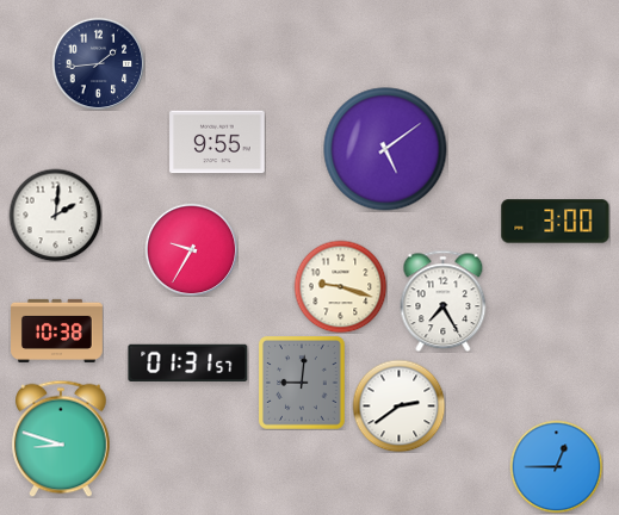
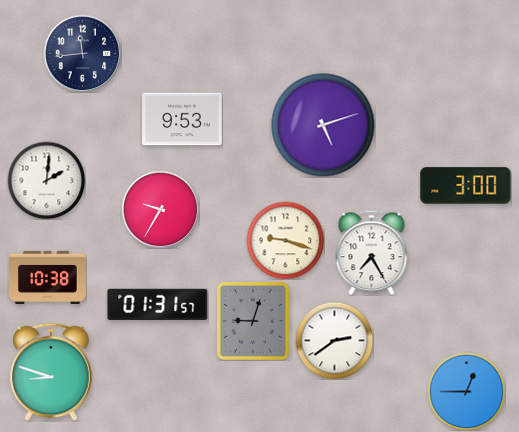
clock at (98, 63): 1:44 -> 11:44
clock at (217, 142): 9:55 -> 9:53
clock at (385, 149): 5:09 -> 5:12
clock at (303, 384): 9:01 -> 9:03
clock at (61, 439) position: (61, 439) -> (51, 372)
